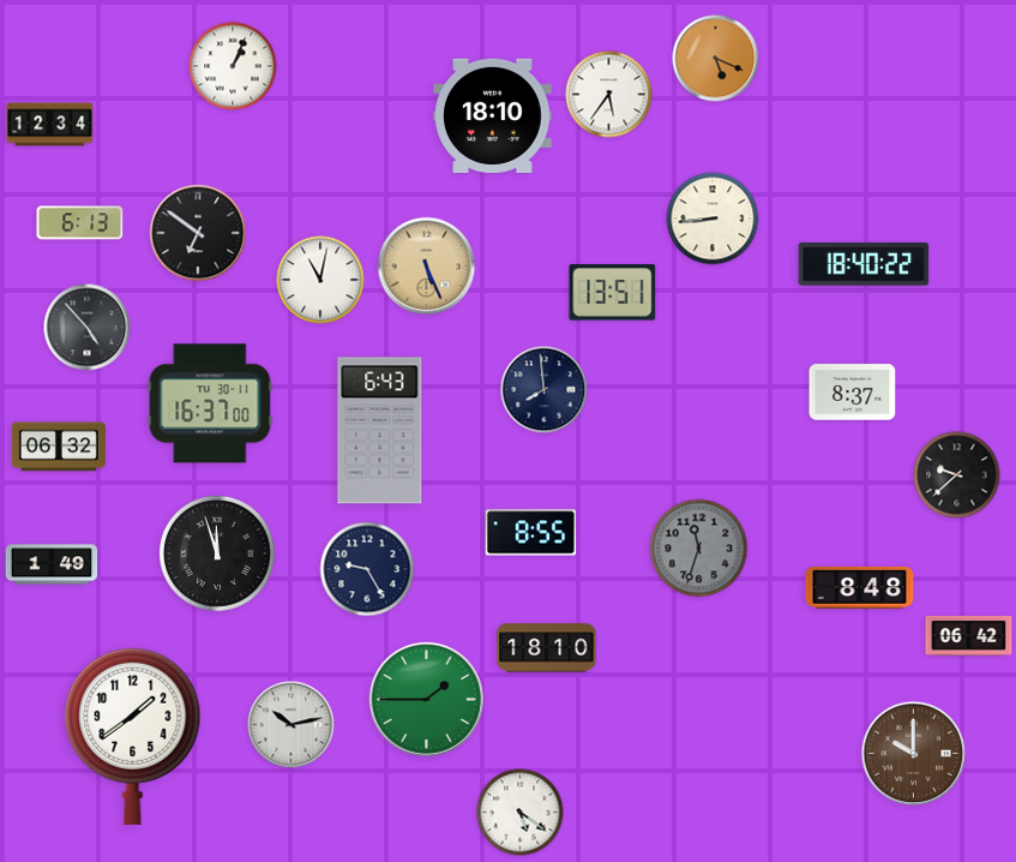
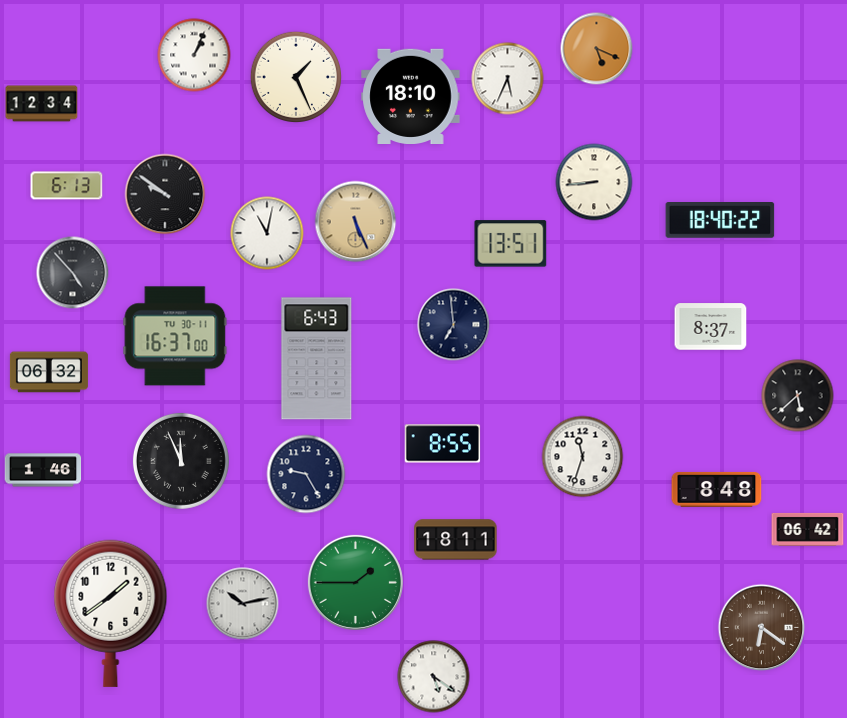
clock at (295, 76): none -> 1:26
clock at (609, 95): 5:36 -> 5:34
clock at (198, 233): 6:51 -> 9:51
clock at (545, 390): 7:59 -> 6:59
clock at (957, 475): 9:38 -> 5:38
clock at (699, 549) dial: grey -> white
clock at (217, 553): 11:57 -> 11:56
clock at (52, 564): 1:49 -> 1:46
clock at (547, 648): 18:10 -> 18:11
clock at (914, 754): 10:00 -> 6:21
